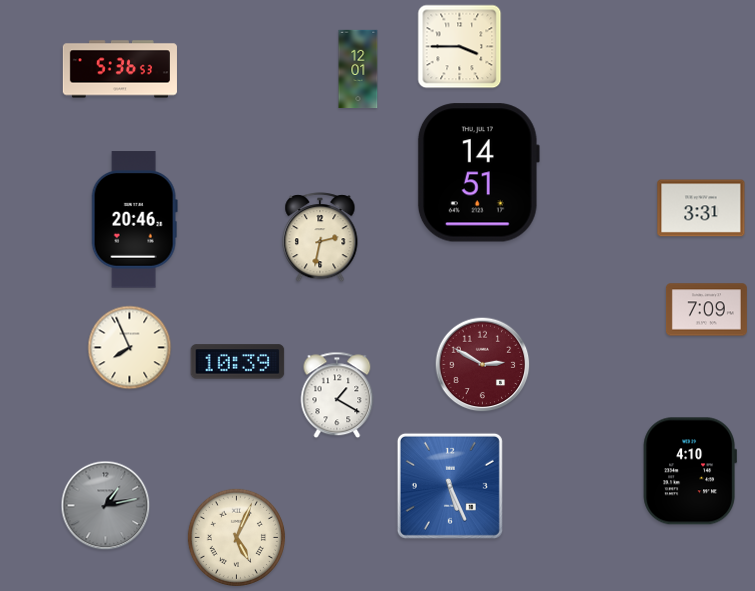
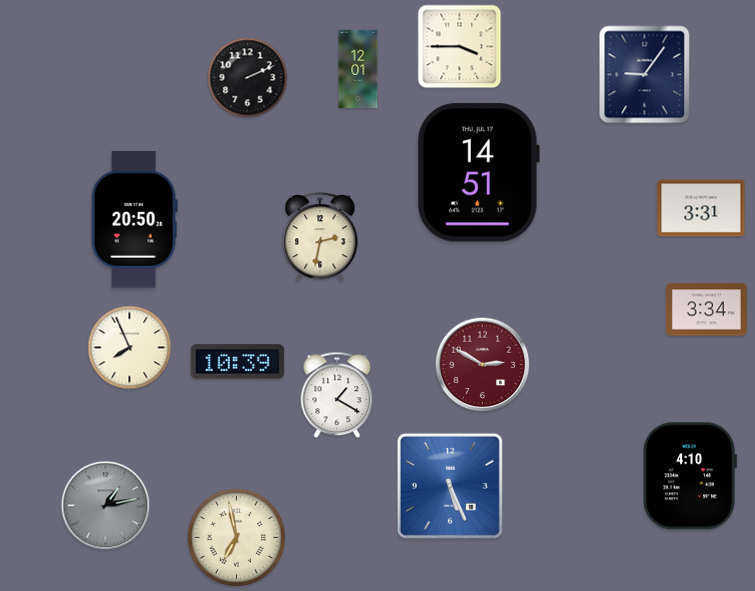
clock at (120, 69): 5:36 -> none
clock at (645, 75): none -> 9:06
clock at (248, 78): none -> 2:11
clock at (134, 220): 20:46 -> 20:50
clock at (706, 310): 7:09 -> 3:34
clock at (690, 471) position: (690, 471) -> (690, 476)
clock at (236, 537): 5:04 -> 6:58
